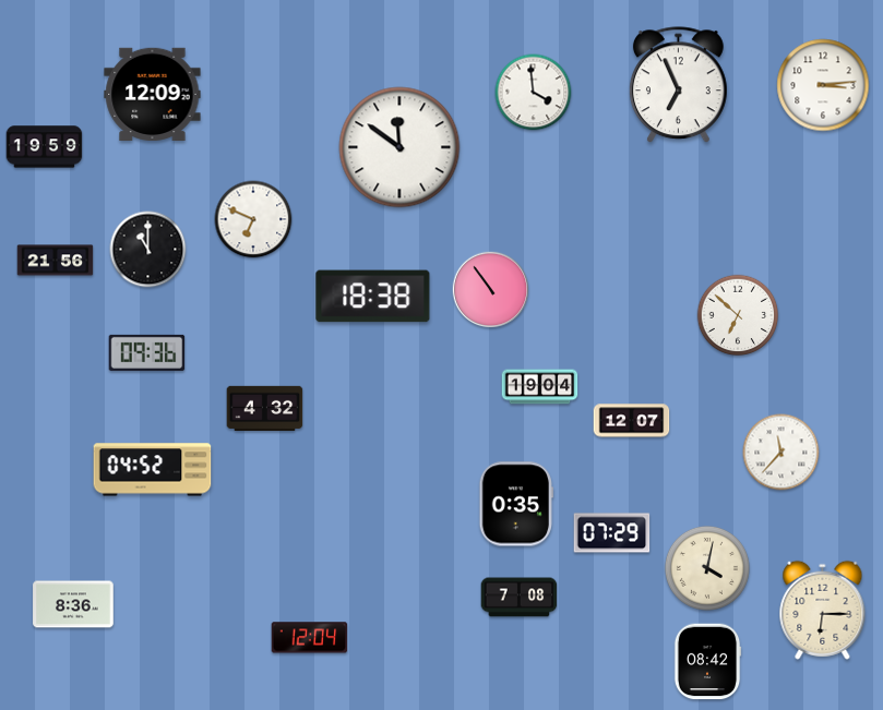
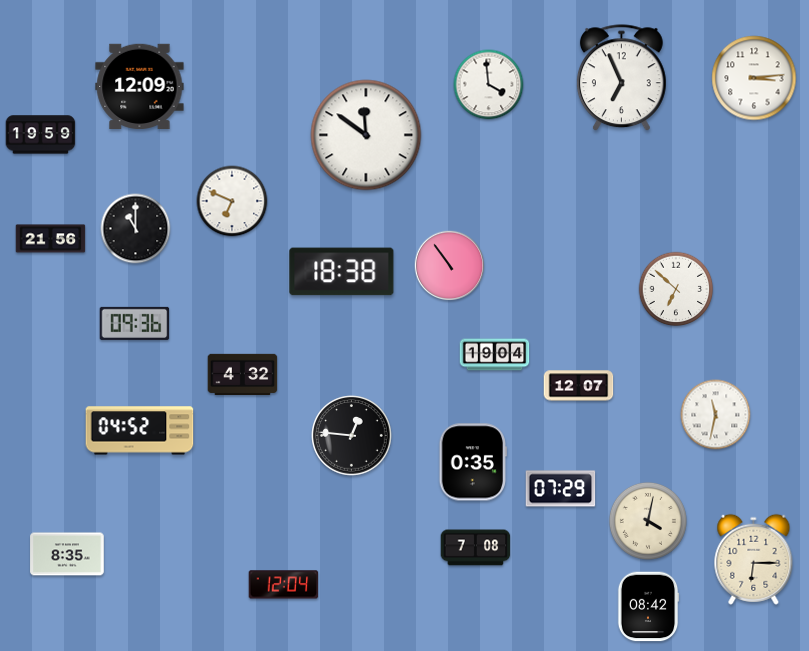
clock at (781, 453): 11:37 -> 11:32
clock at (352, 436): none -> 12:46
clock at (73, 604): 8:36 -> 8:35
